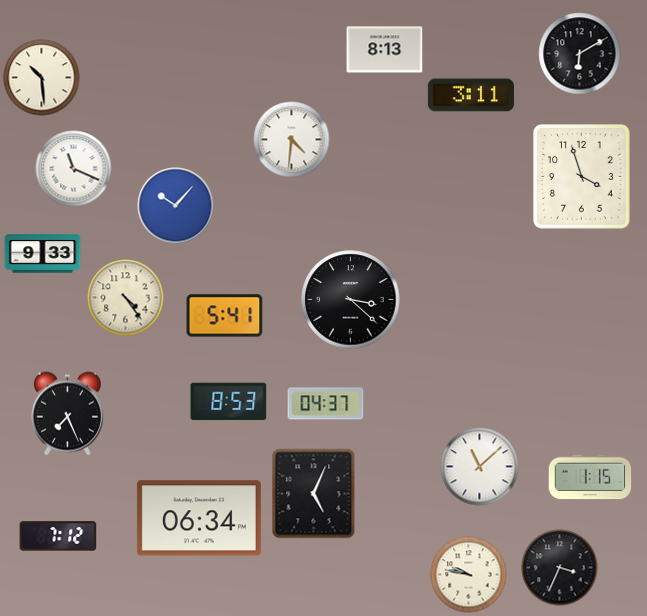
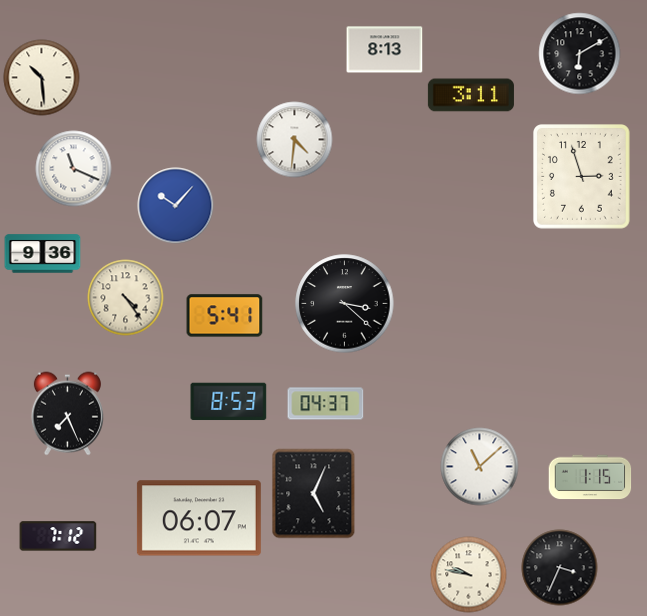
clock at (292, 140) position: (292, 140) -> (295, 140)
clock at (582, 177): 3:57 -> 2:57
clock at (43, 254): 9:33 -> 9:36
clock at (351, 300) position: (351, 300) -> (345, 304)
clock at (199, 518): 06:34 -> 06:07
